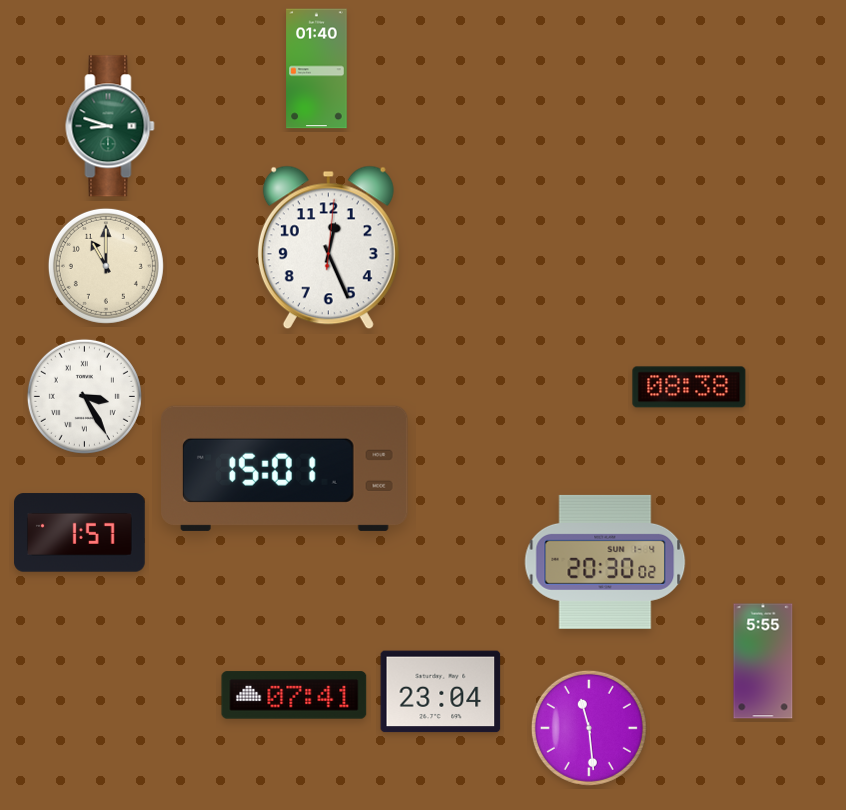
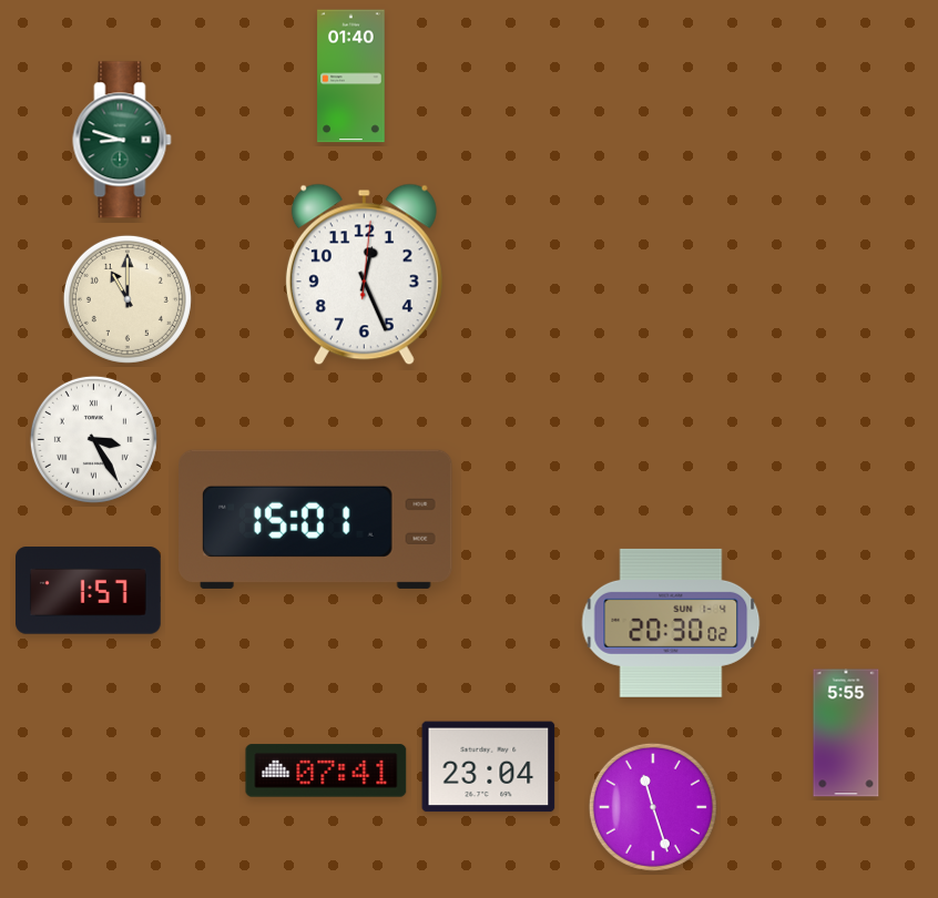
clock at (106, 266) position: (106, 266) -> (128, 299)
clock at (689, 387): 08:38 -> none
clock at (589, 728): 11:29 -> 11:27
